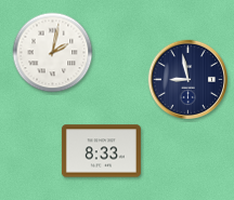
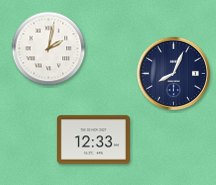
clock at (187, 79): 8:58 -> 8:04
clock at (101, 151): 8:33 -> 12:33
